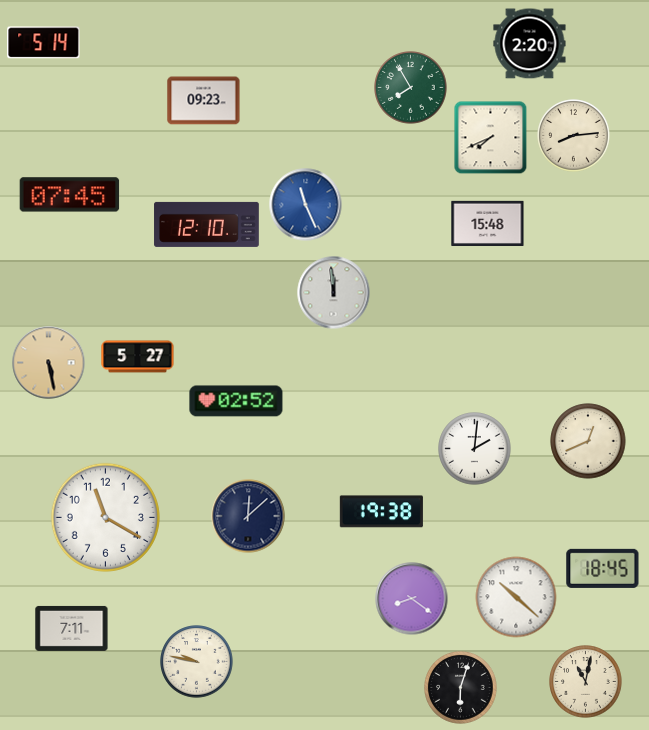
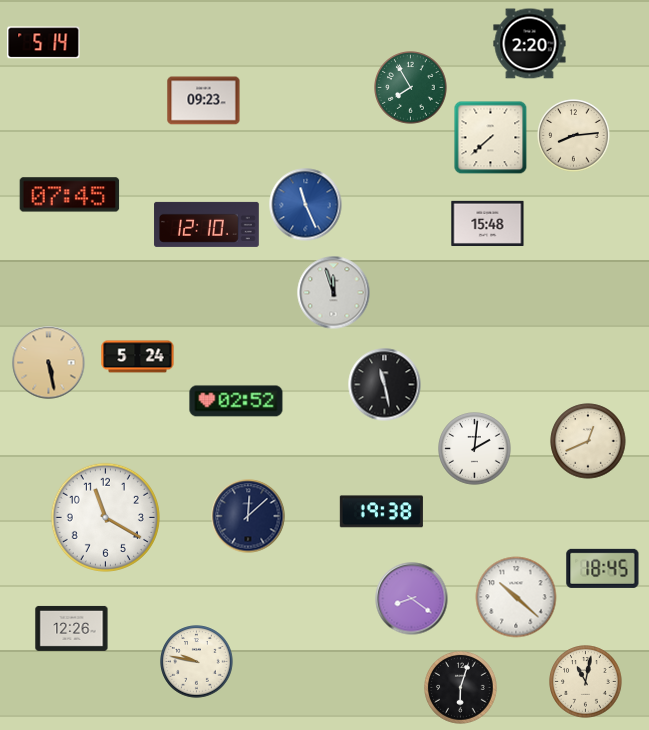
clock at (491, 138): 7:41 -> 7:38
clock at (334, 293): 11:59 -> 11:57
clock at (138, 357): 5:27 -> 5:24
clock at (385, 385): none -> 11:28
clock at (72, 628): 7:11 -> 12:26
